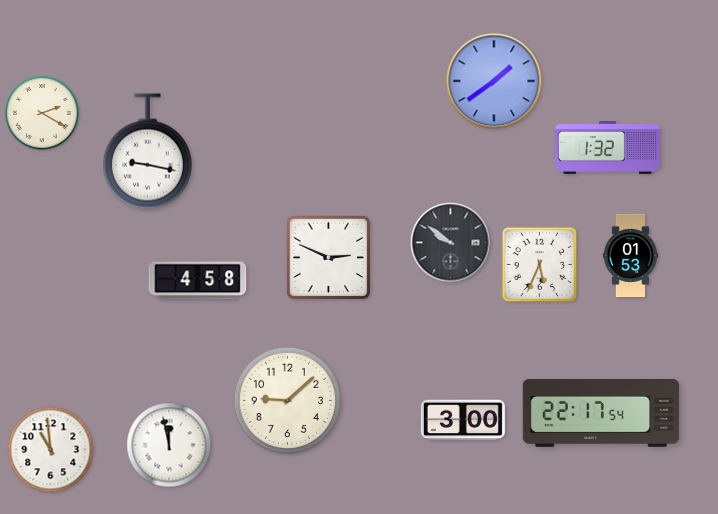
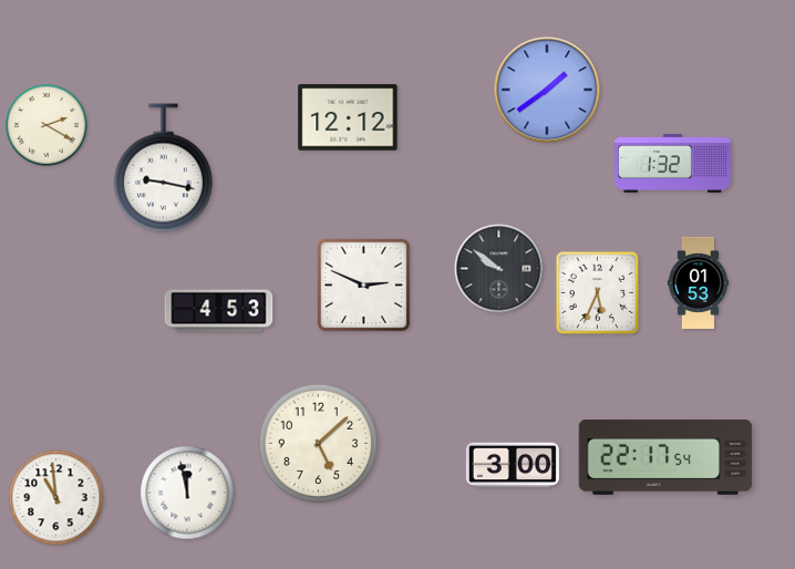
clock at (348, 117): none -> 12:12
clock at (198, 281): 4:58 -> 4:53
clock at (287, 400): 9:08 -> 5:08
